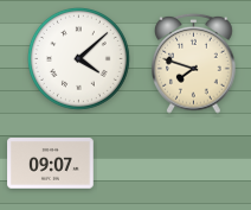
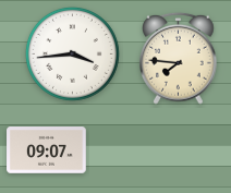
clock at (78, 58): 4:08 -> 3:44
clock at (194, 63): 7:48 -> 7:46
